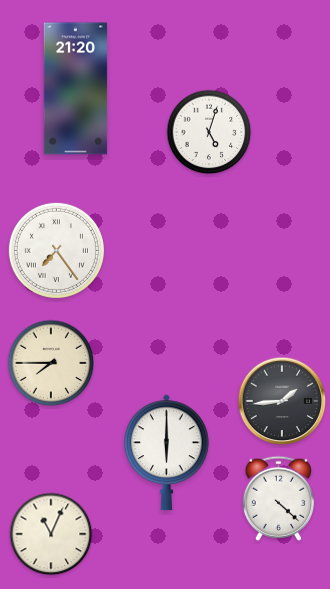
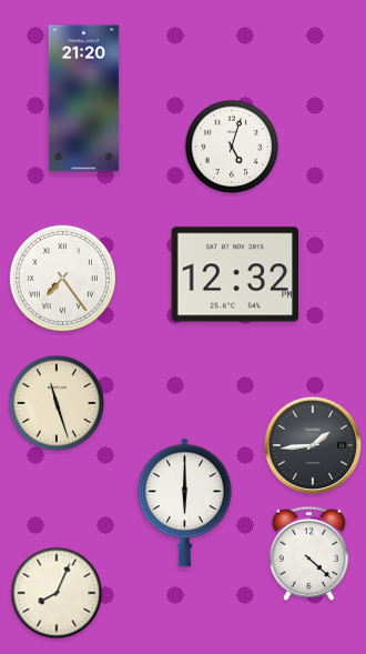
clock at (235, 274): none -> 12:32
clock at (51, 363): 7:45 -> 11:27
clock at (51, 534): 11:04 -> 8:04
